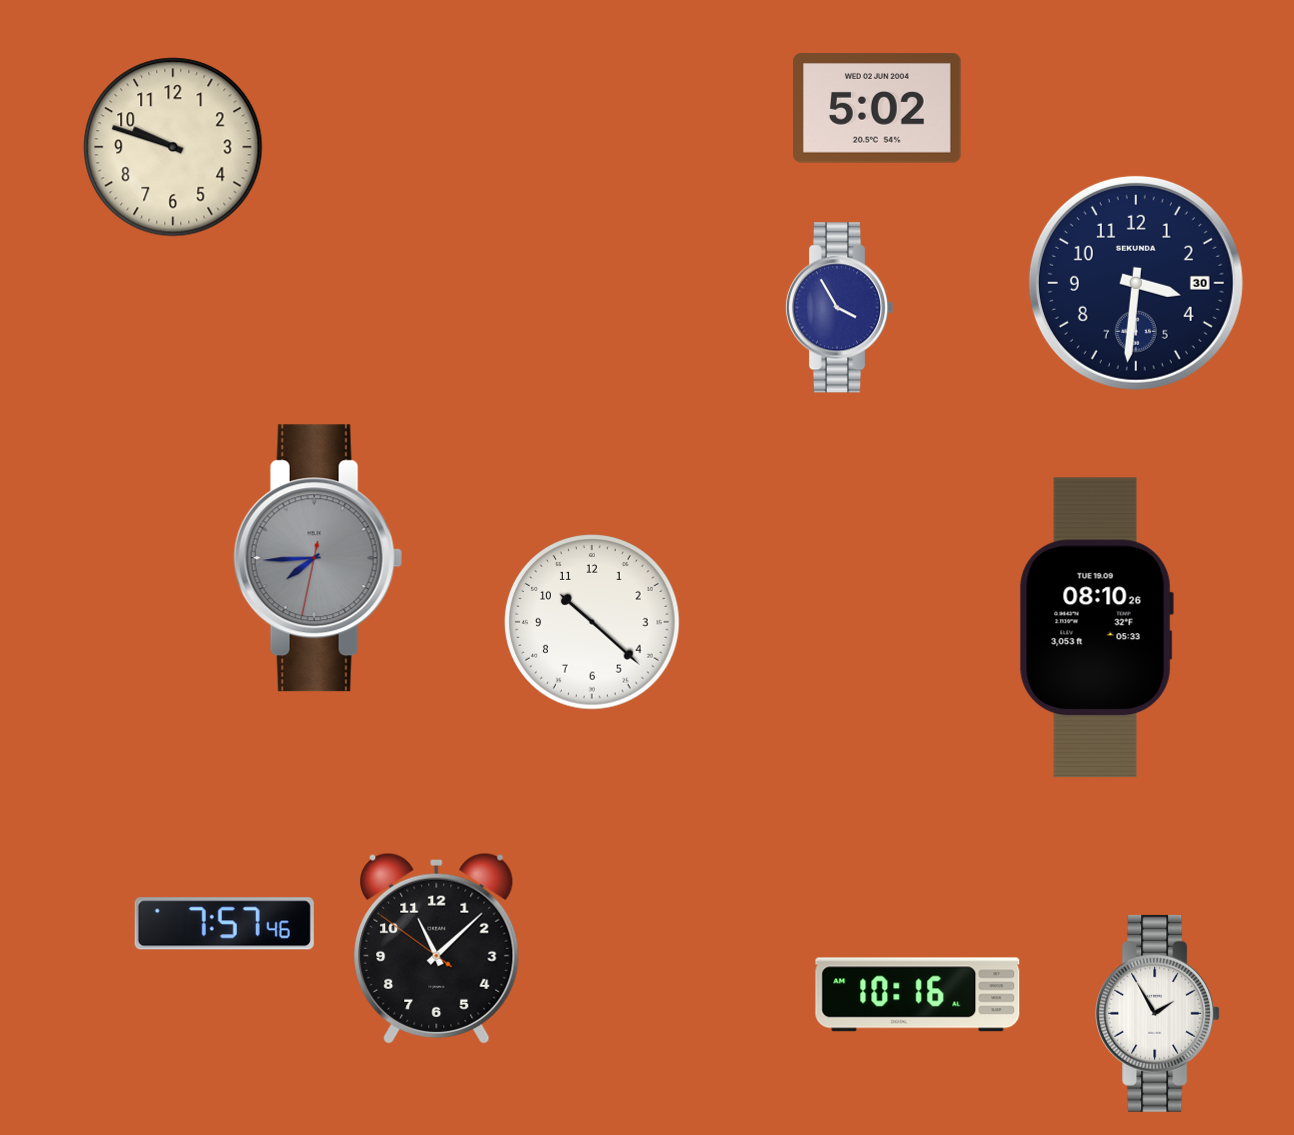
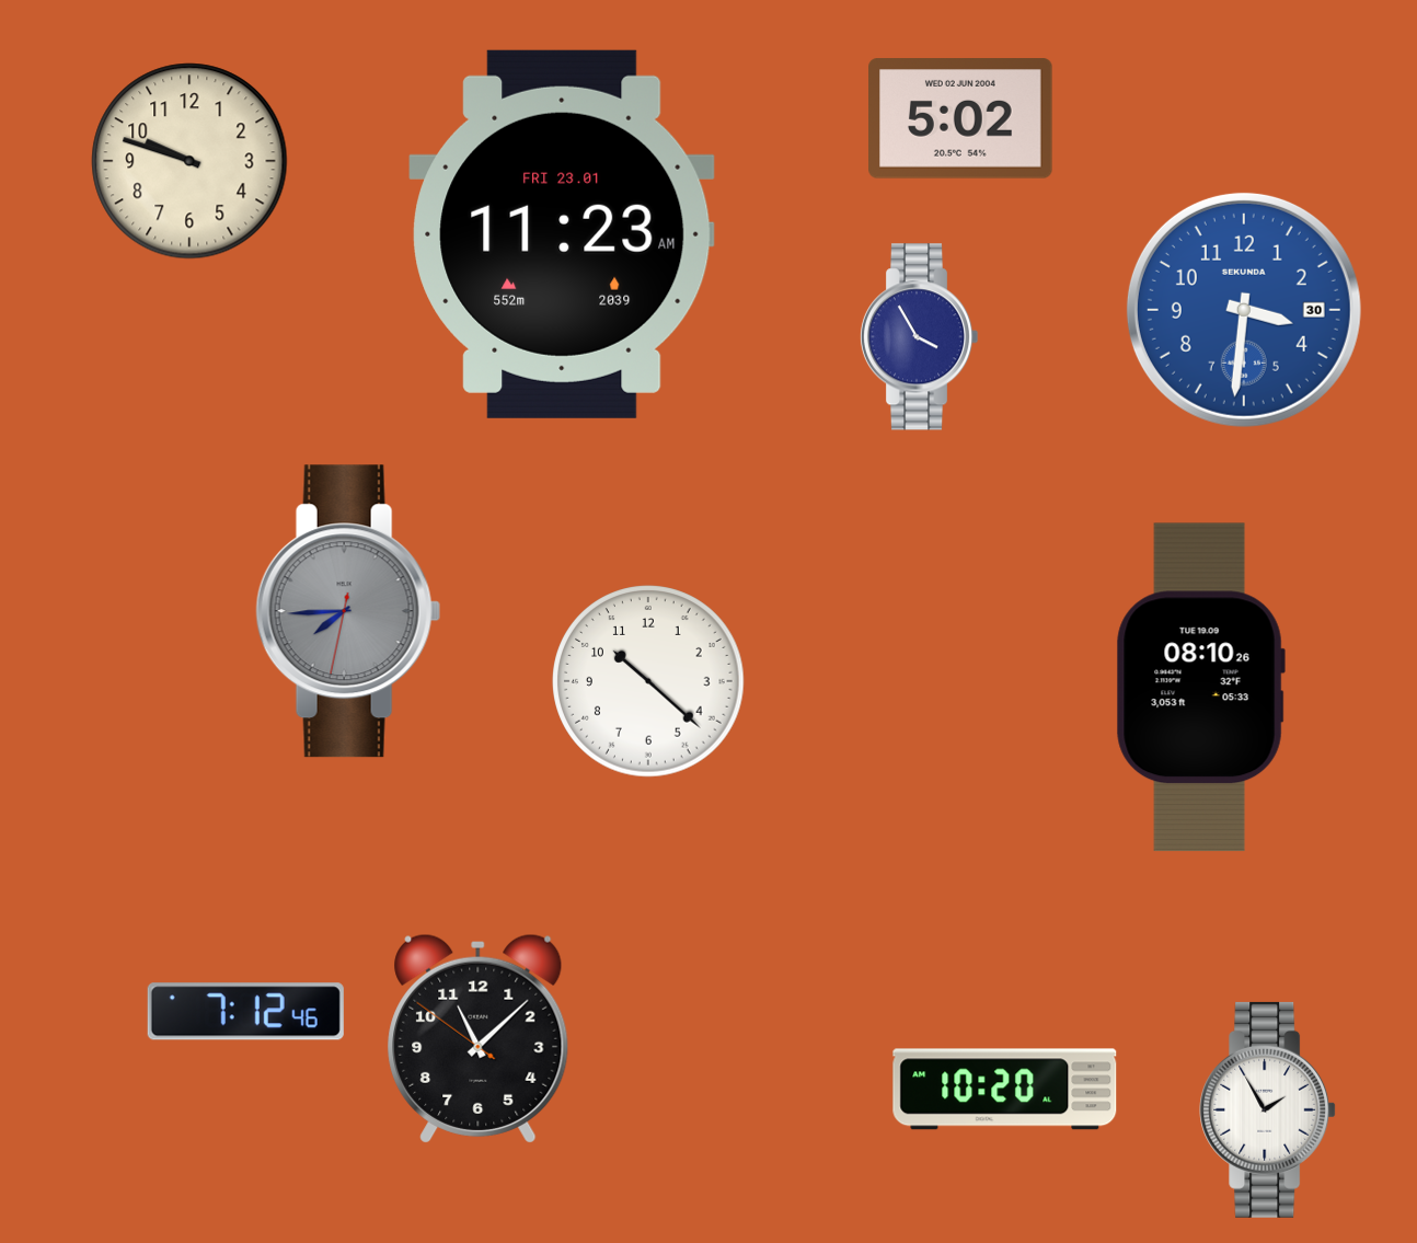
clock at (562, 234): none -> 11:23
clock at (1136, 283) dial: navy -> blue
clock at (224, 924): 7:57 -> 7:12
clock at (918, 995): 10:16 -> 10:20
